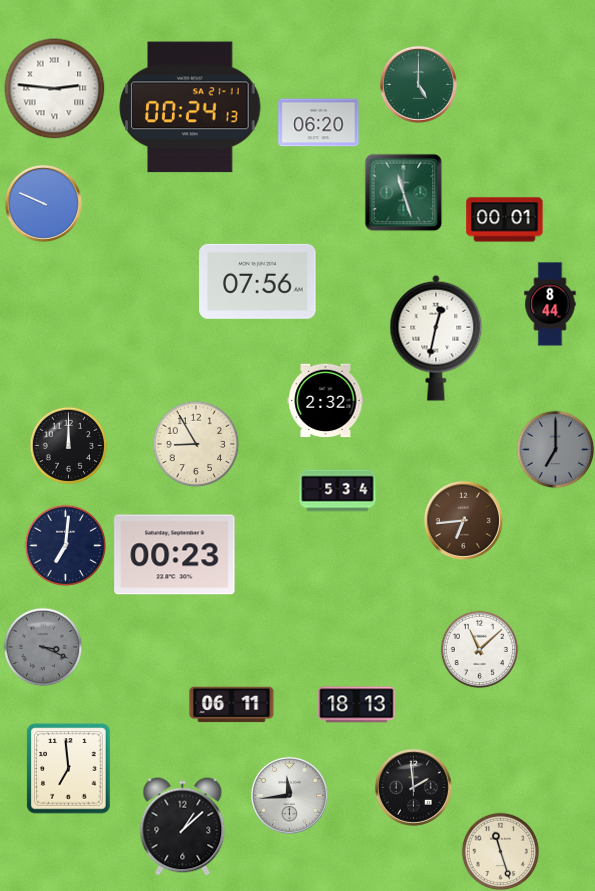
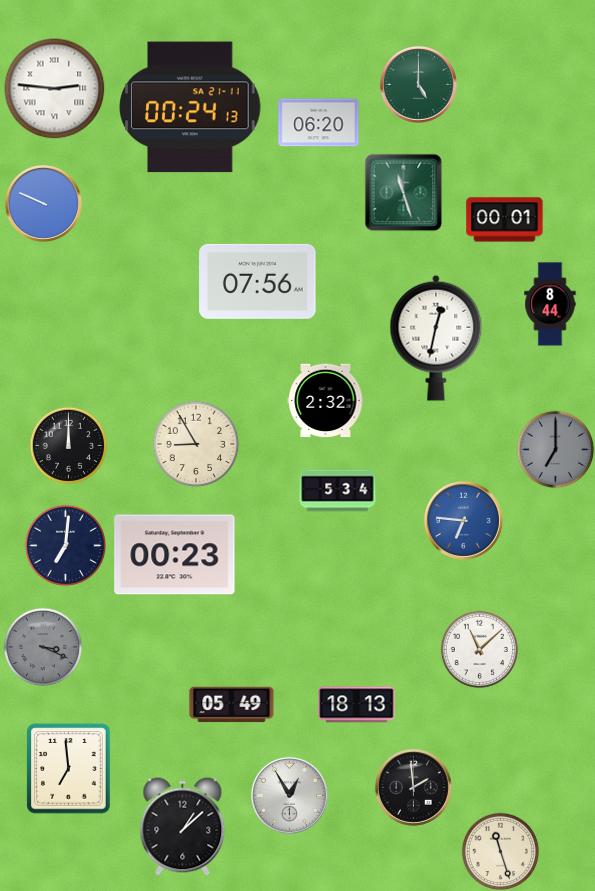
clock at (463, 520): 6:44 -> 6:46
clock at (463, 520) dial: brown -> blue
clock at (232, 705): 06:11 -> 05:49
clock at (289, 795): 11:44 -> 12:55
